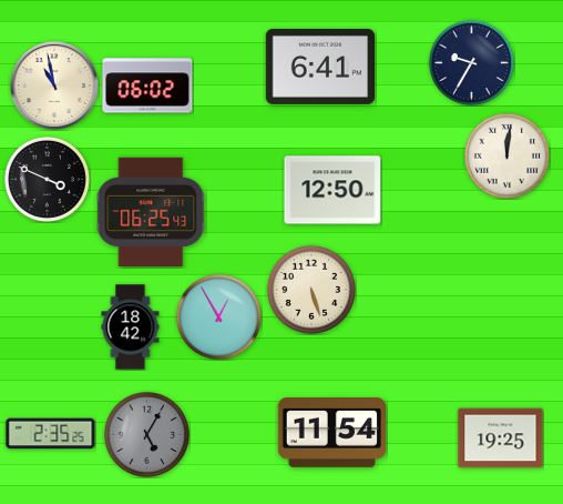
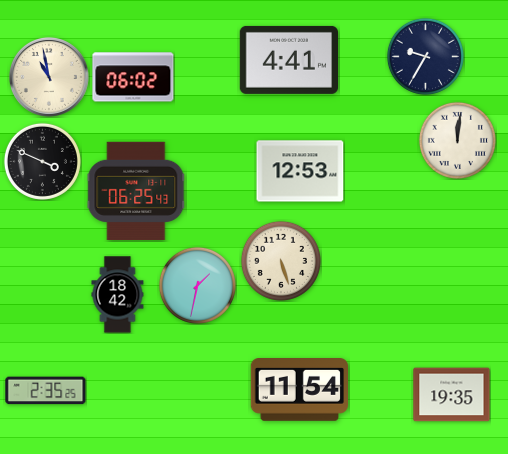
clock at (319, 67): 6:41 -> 4:41
clock at (332, 190): 12:50 -> 12:53
clock at (218, 316): 12:55 -> 1:32
clock at (146, 434): 5:05 -> none
clock at (501, 439): 19:25 -> 19:35
